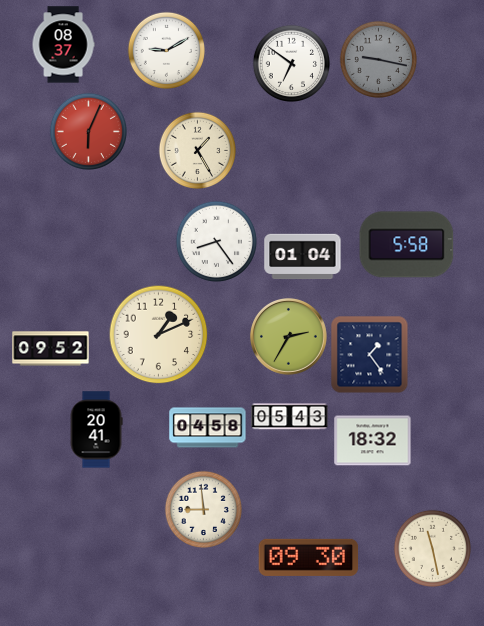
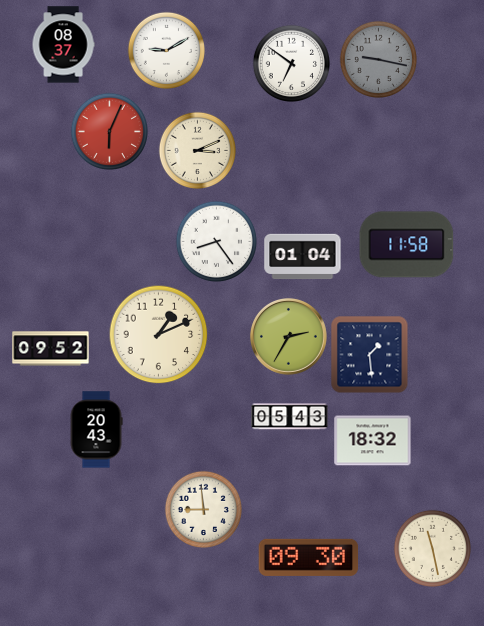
clock at (88, 131) position: (88, 131) -> (109, 131)
clock at (197, 150): 1:25 -> 3:11
clock at (407, 245): 5:58 -> 11:58
clock at (369, 354): 1:24 -> 1:29
clock at (208, 428): 04:58 -> none
clock at (96, 430): 20:41 -> 20:43
